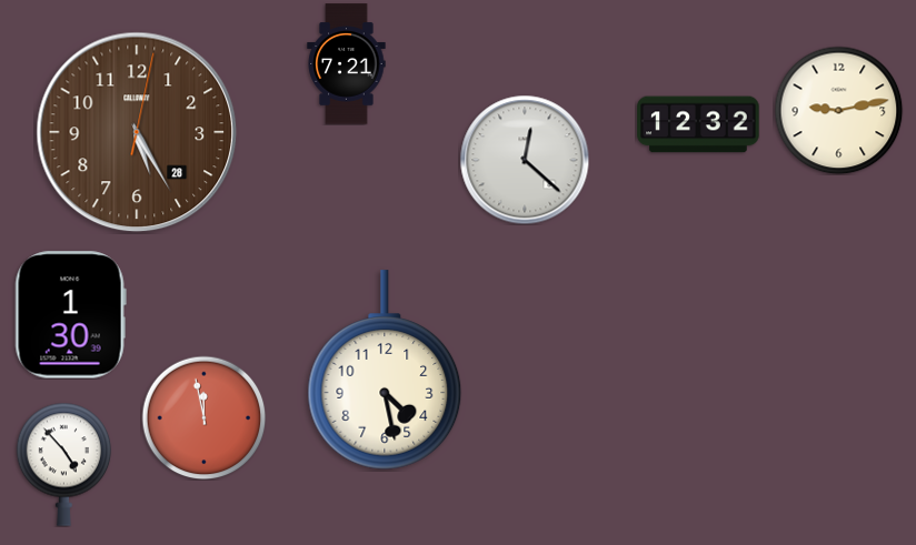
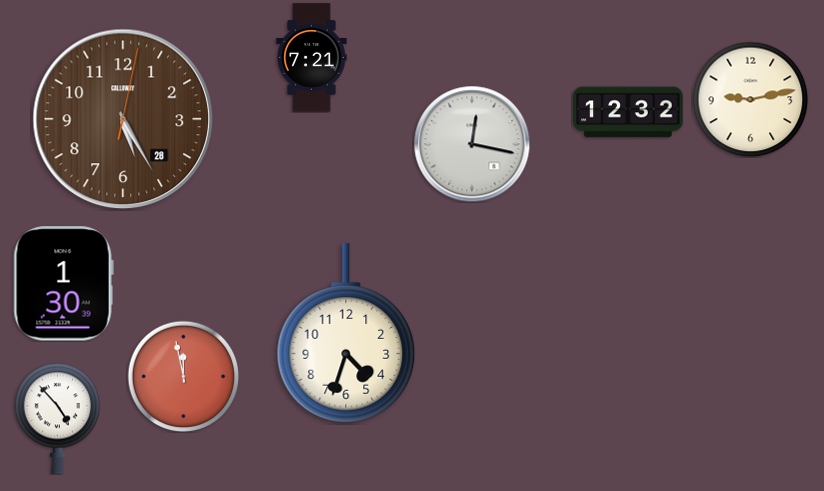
clock at (838, 110) position: (838, 110) -> (750, 99)
clock at (525, 160): 12:22 -> 12:17
clock at (385, 370): 4:28 -> 4:33
